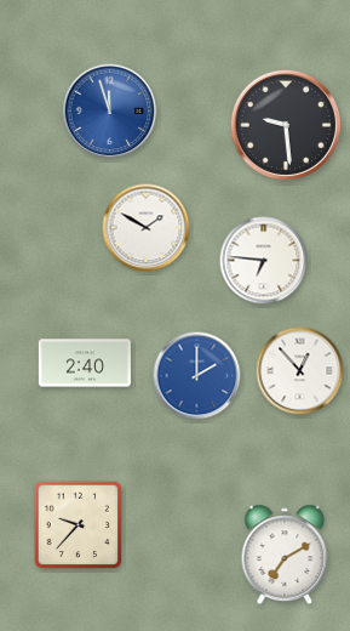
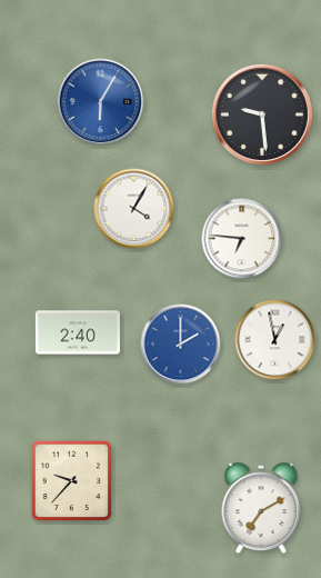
clock at (110, 112): 11:57 -> 6:05
clock at (147, 228): 1:50 -> 4:05
clock at (300, 371): 12:53 -> 12:58
